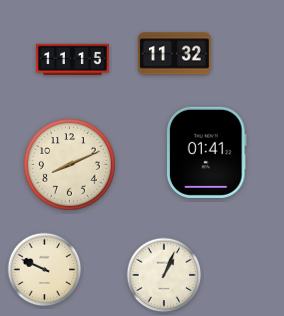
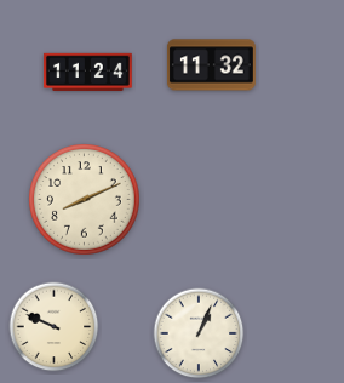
clock at (73, 59): 11:15 -> 11:24
clock at (206, 152): 01:41 -> none
